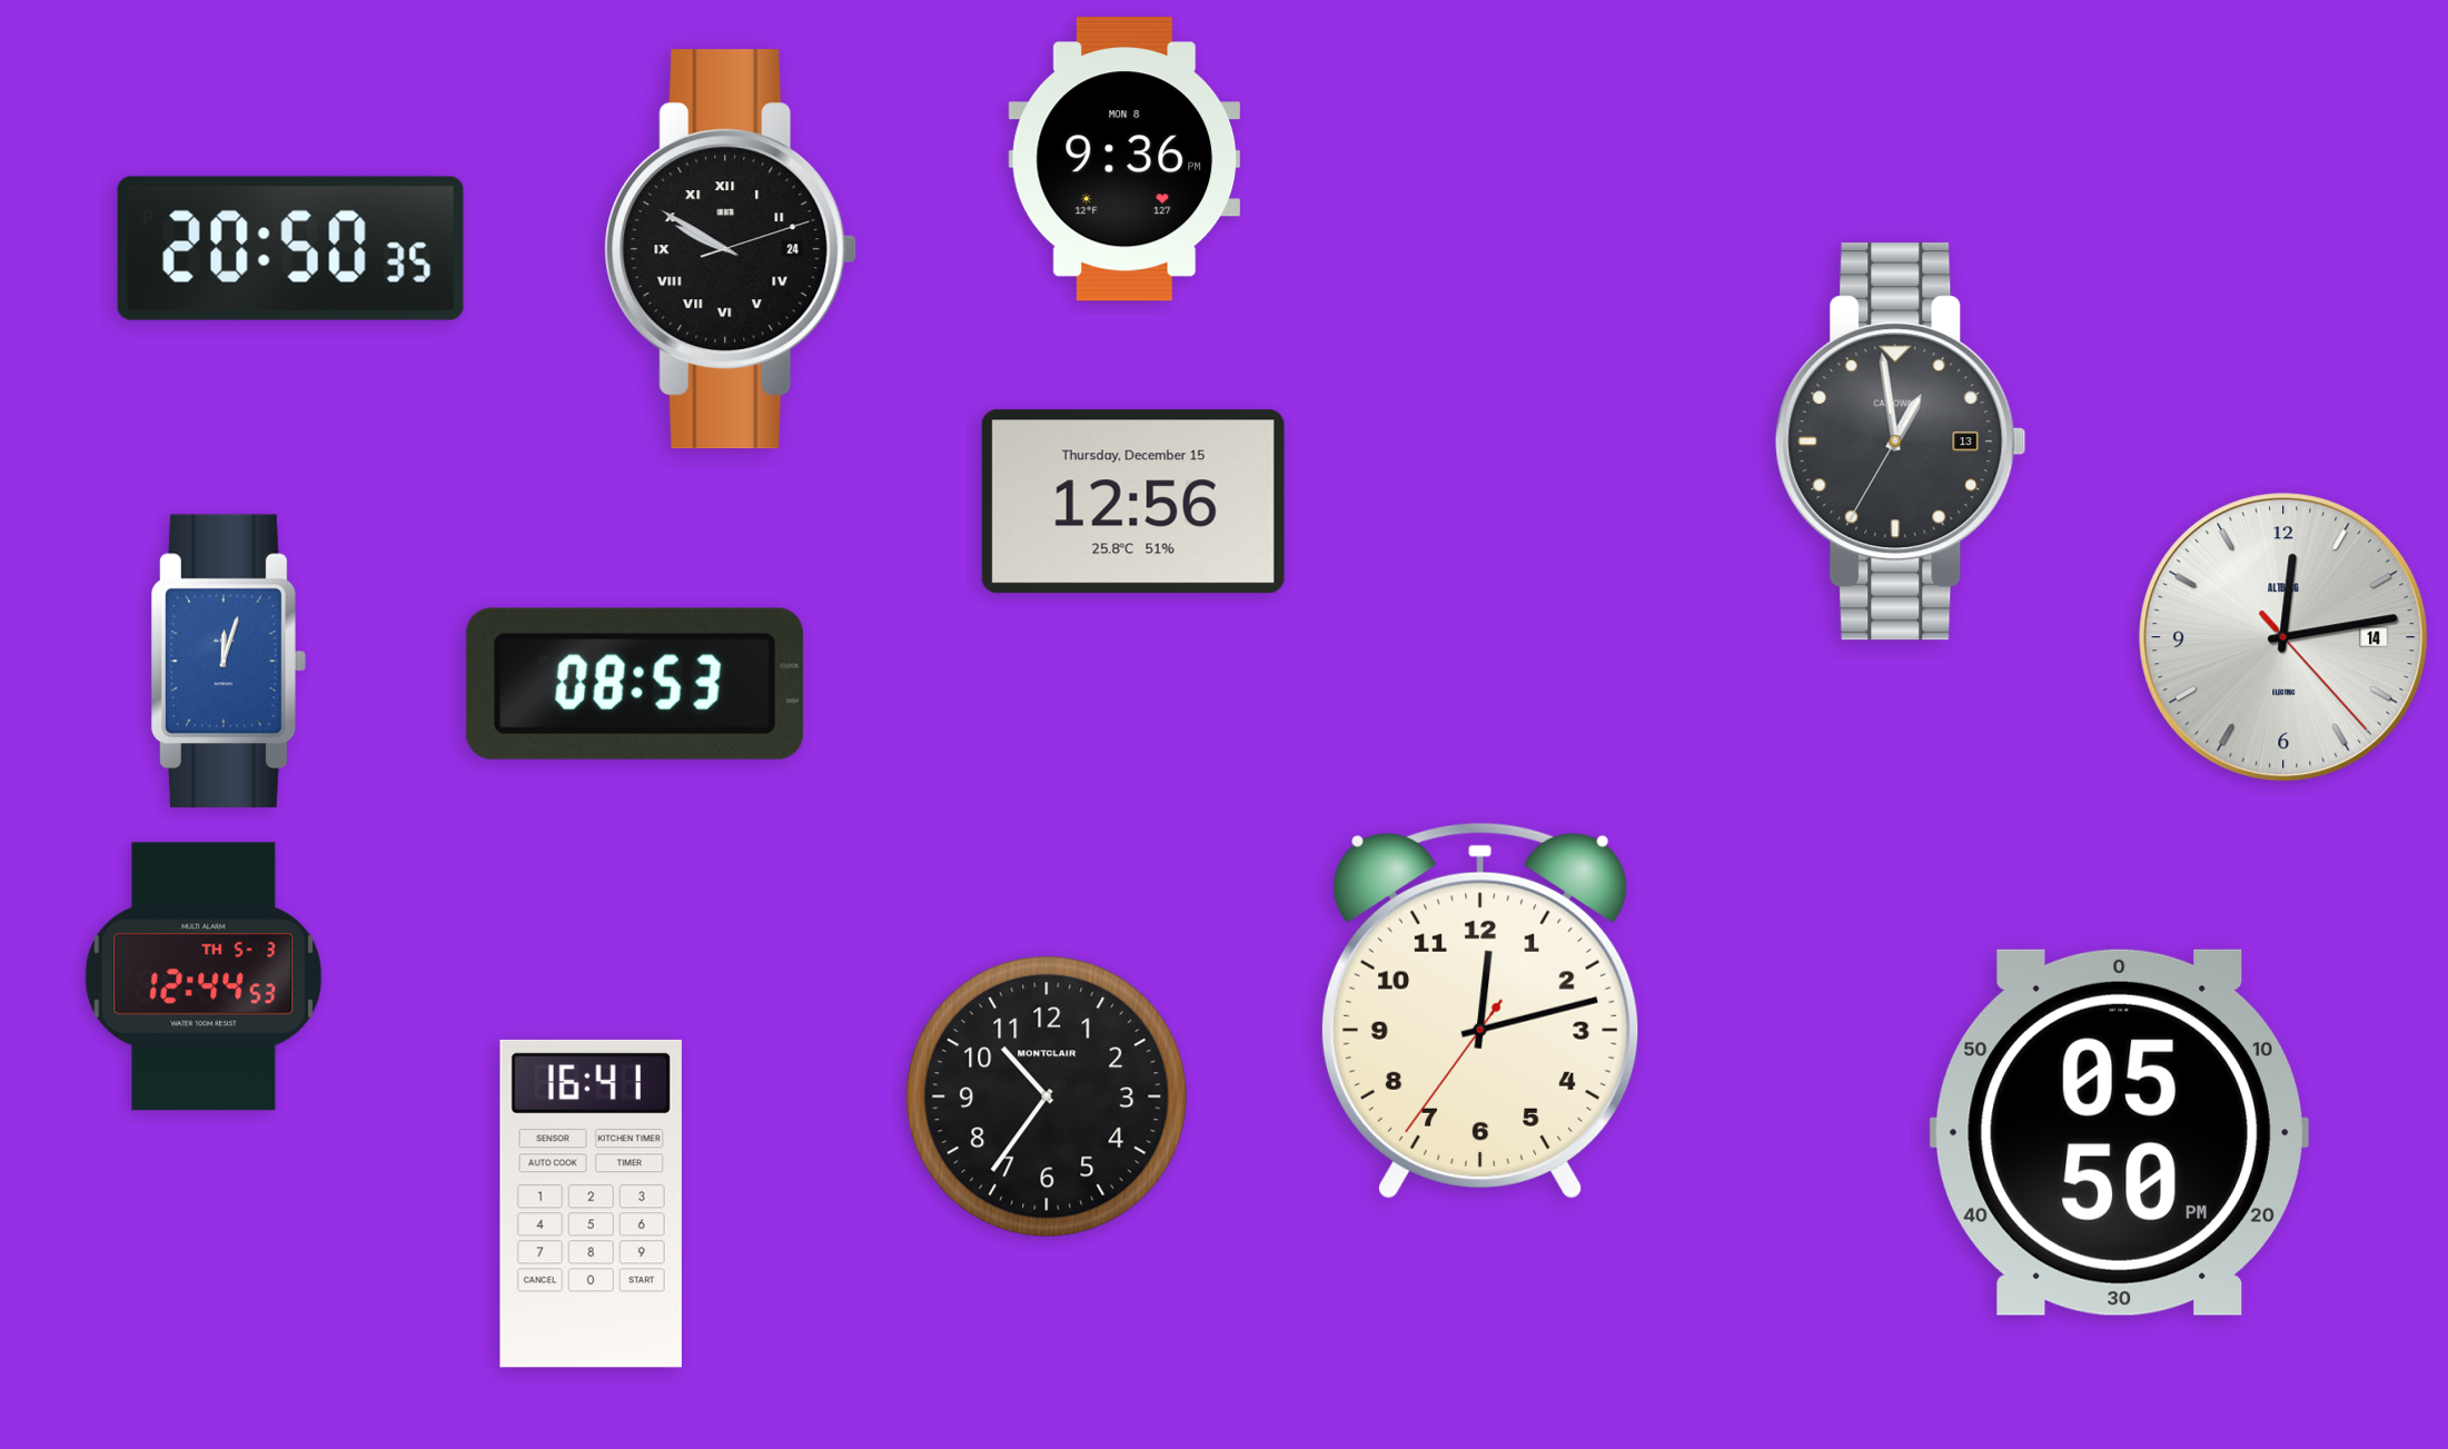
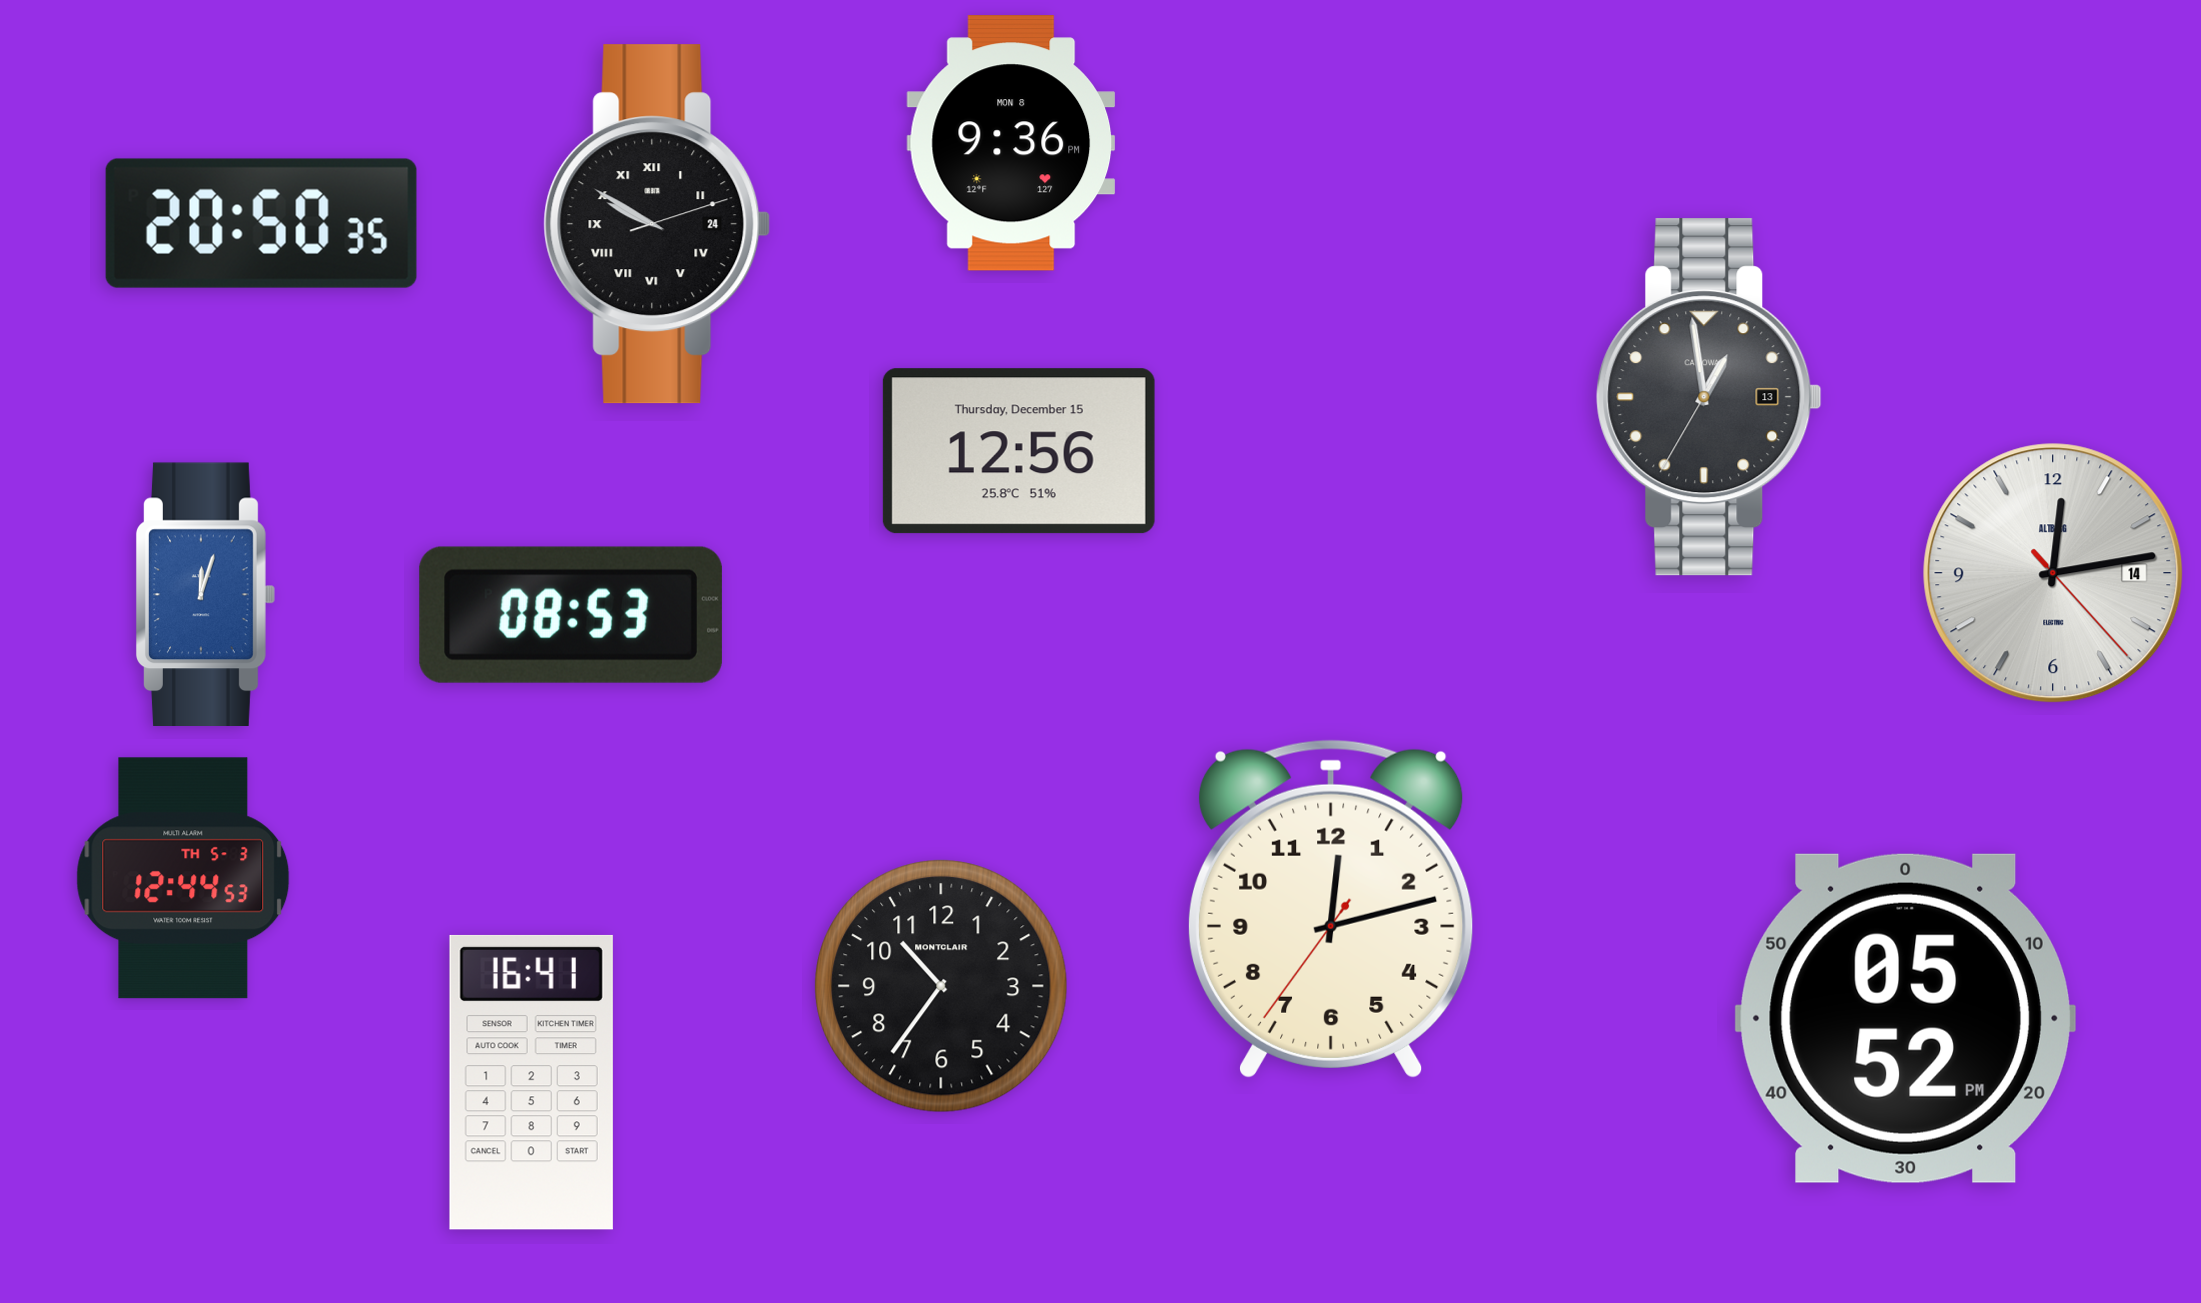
clock at (2119, 1132): 05:50 -> 05:52
